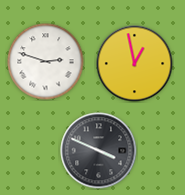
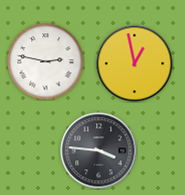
clock at (46, 62): 2:48 -> 2:47
clock at (99, 151): 3:49 -> 3:46
